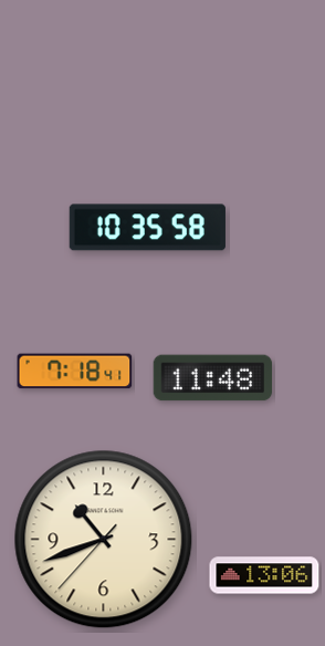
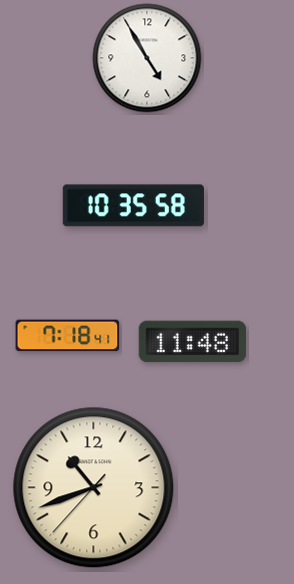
clock at (147, 58): none -> 4:55
clock at (264, 575): 13:06 -> none
